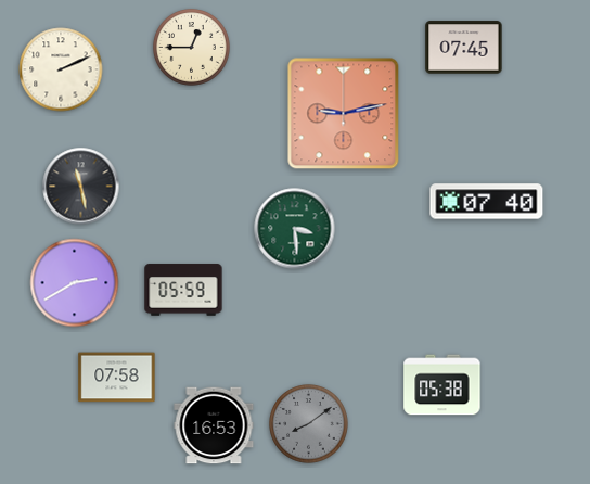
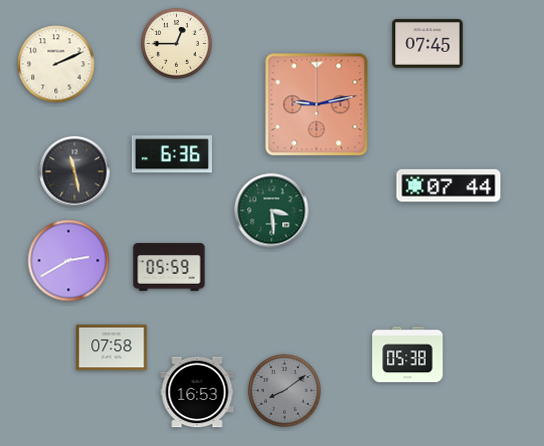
clock at (172, 154): none -> 6:36
clock at (487, 202): 07:40 -> 07:44
clock at (117, 378) position: (117, 378) -> (112, 348)
